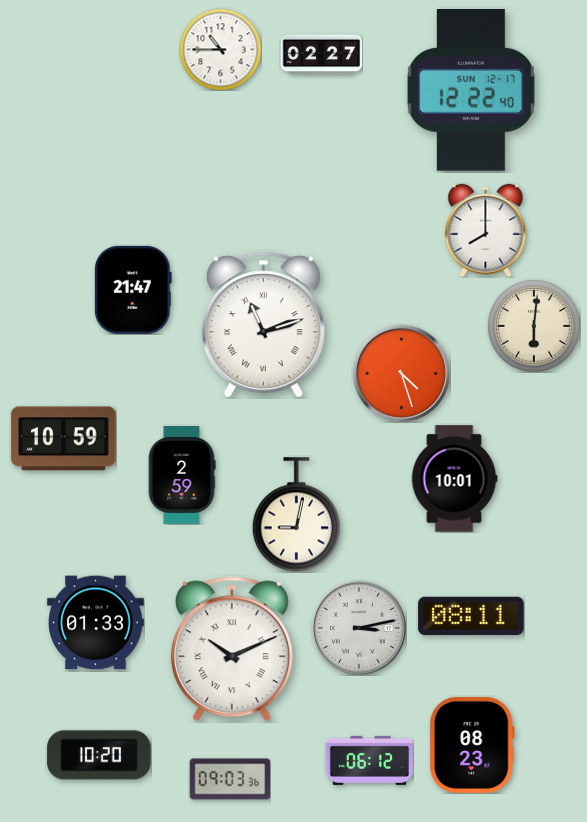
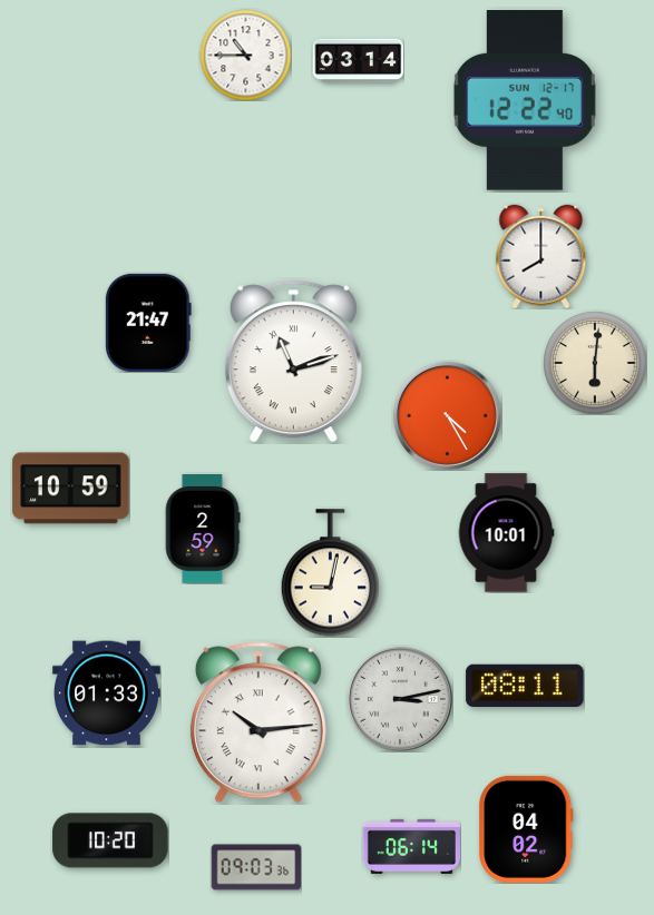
clock at (321, 55): 02:27 -> 03:14
clock at (401, 373): 4:27 -> 4:25
clock at (232, 649): 10:11 -> 10:14
clock at (472, 745): 08:23 -> 04:02
clock at (369, 760): 06:12 -> 06:14
